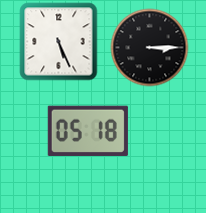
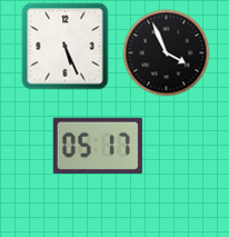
clock at (149, 47): 3:15 -> 3:56
clock at (88, 130): 05:18 -> 05:17
